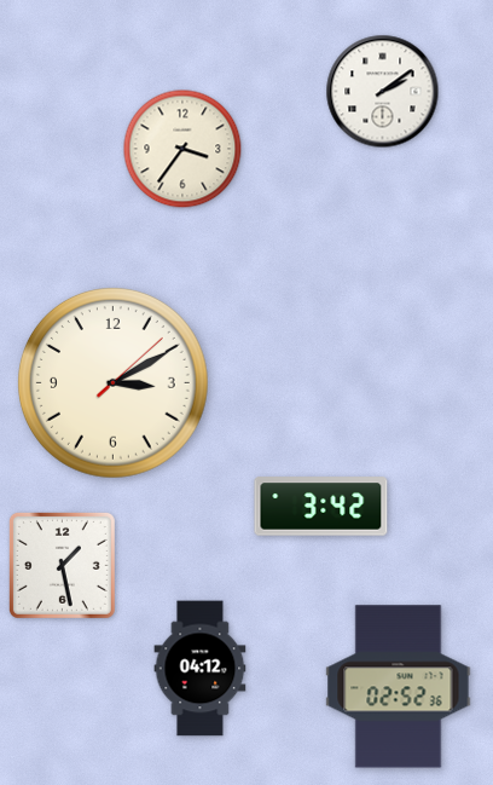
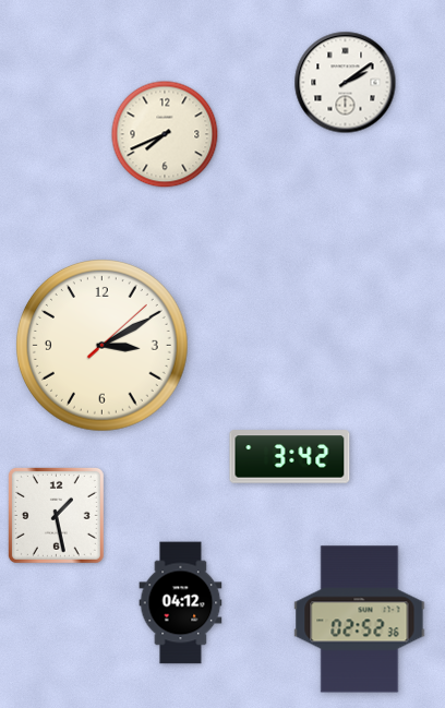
clock at (182, 149): 3:36 -> 7:41
clock at (62, 565) position: (62, 565) -> (56, 515)
